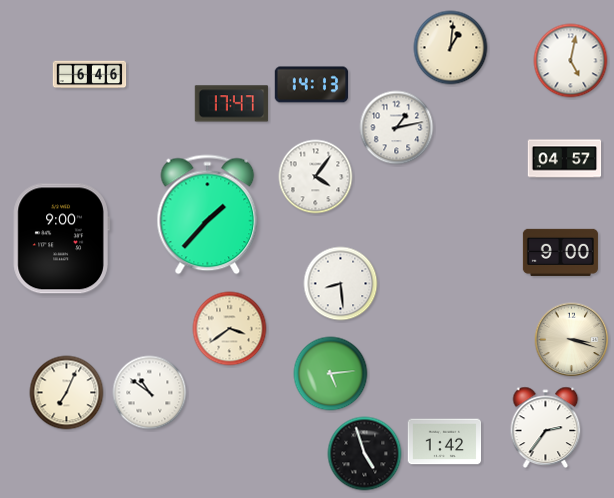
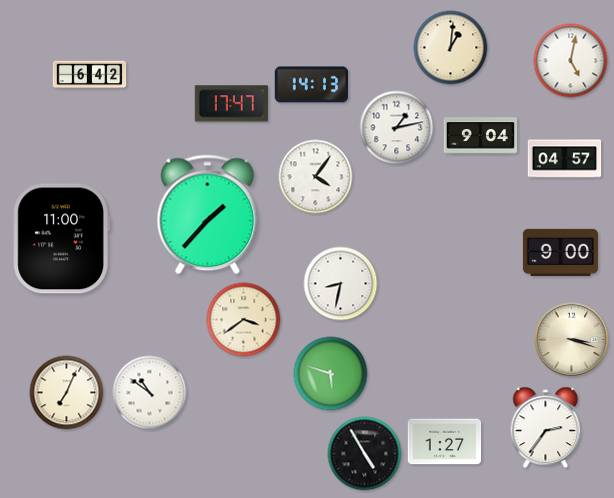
clock at (90, 75): 6:46 -> 6:42
clock at (481, 136): none -> 9:04
clock at (61, 239): 9:00 -> 11:00
clock at (341, 284): 8:29 -> 8:32
clock at (230, 329) position: (230, 329) -> (244, 320)
clock at (331, 374): 5:14 -> 5:48
clock at (445, 442): 1:42 -> 1:27
clock at (365, 454): 4:57 -> 4:55
